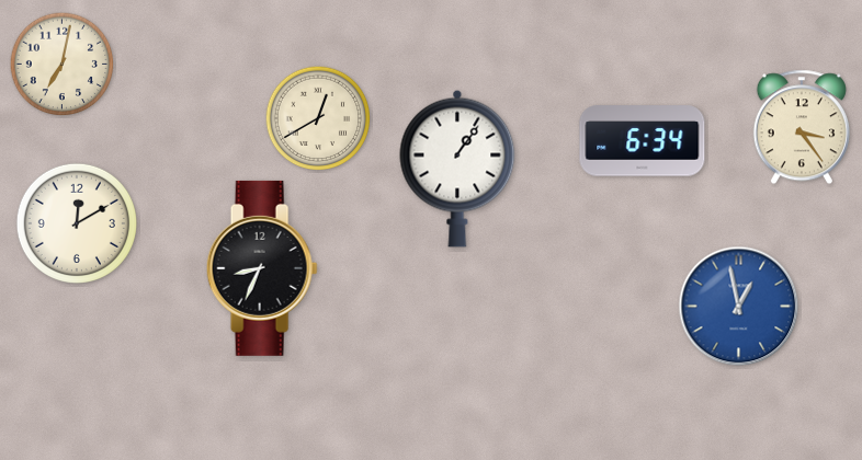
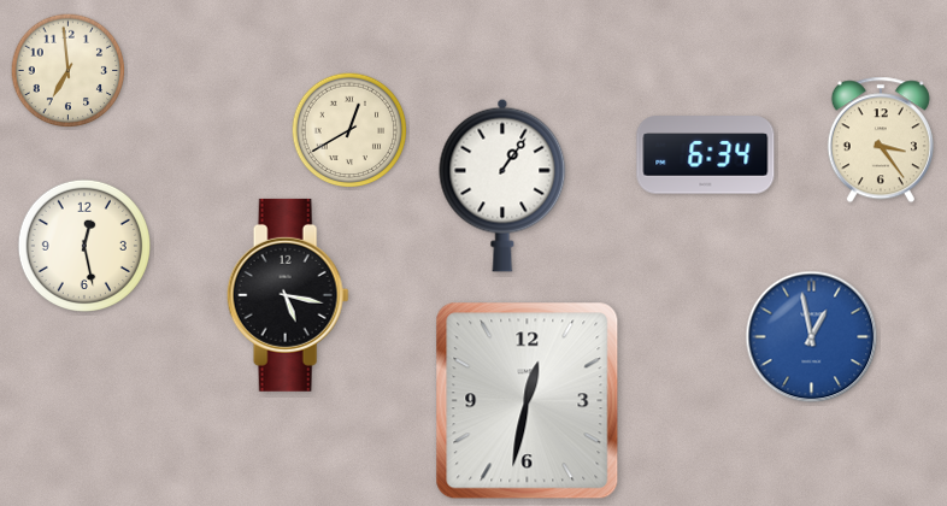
clock at (63, 65): 7:02 -> 6:59
clock at (77, 223): 12:10 -> 12:28
clock at (262, 268): 8:34 -> 5:17
clock at (528, 401): none -> 12:32
